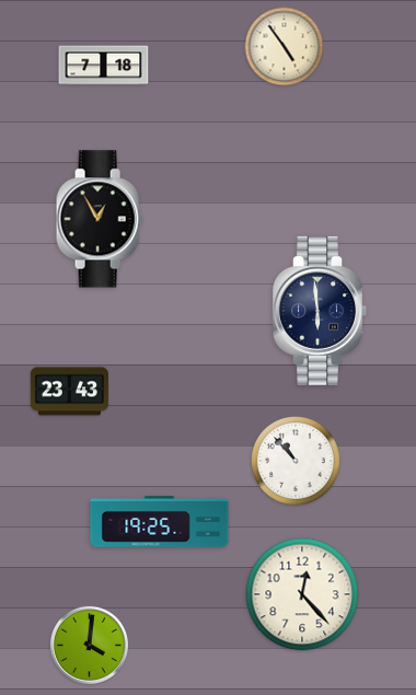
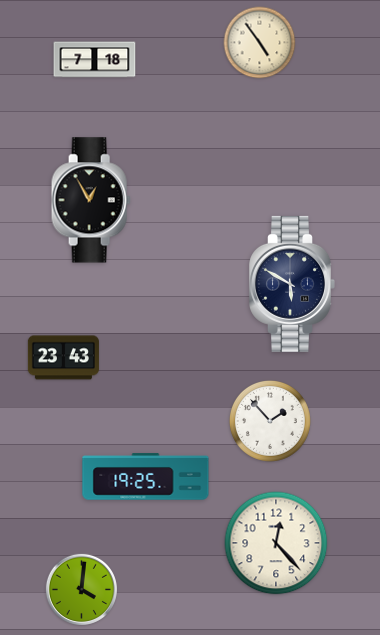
clock at (320, 311): 5:59 -> 5:50
clock at (296, 461): 10:53 -> 1:53
